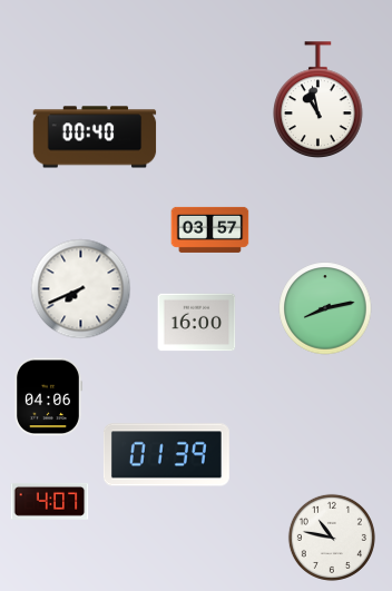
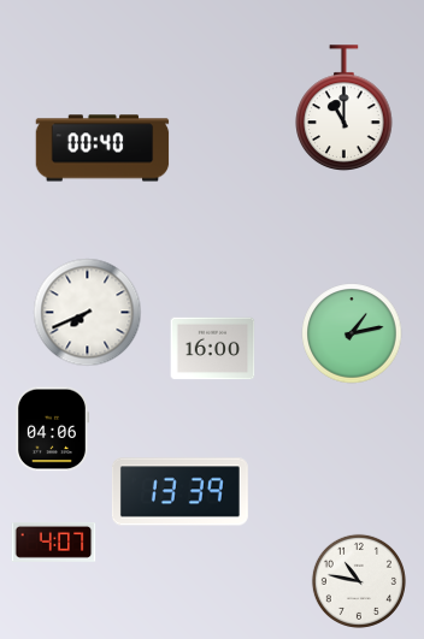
clock at (318, 99): 10:58 -> 11:00
clock at (210, 229): 03:57 -> none
clock at (325, 308): 8:13 -> 1:13
clock at (166, 455): 01:39 -> 13:39
